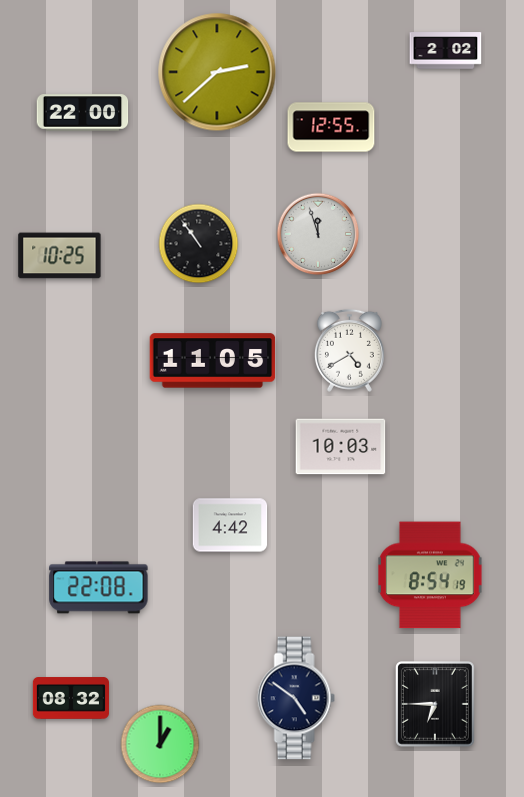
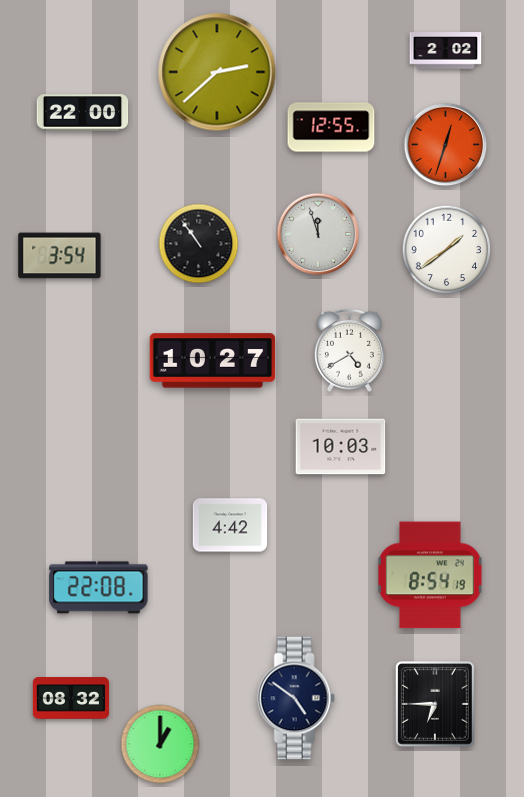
clock at (446, 145): none -> 12:33
clock at (446, 249): none -> 1:39
clock at (60, 256): 10:25 -> 3:54
clock at (213, 361): 11:05 -> 10:27
